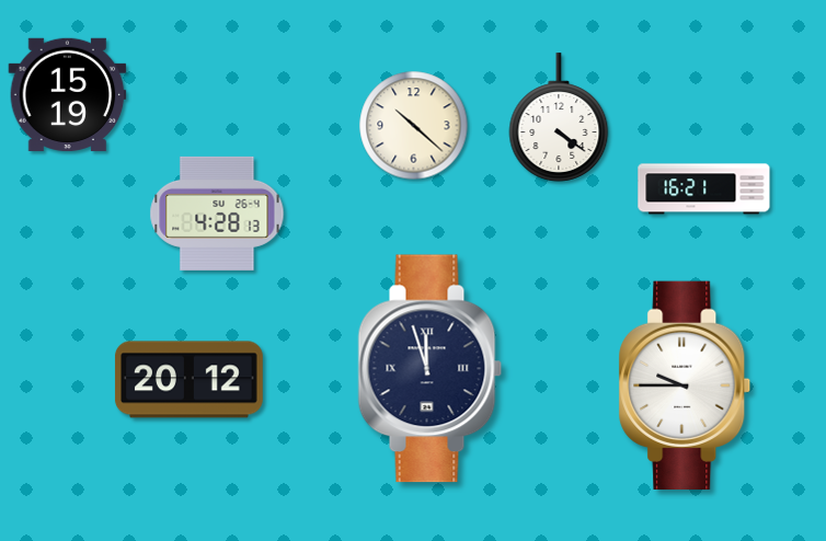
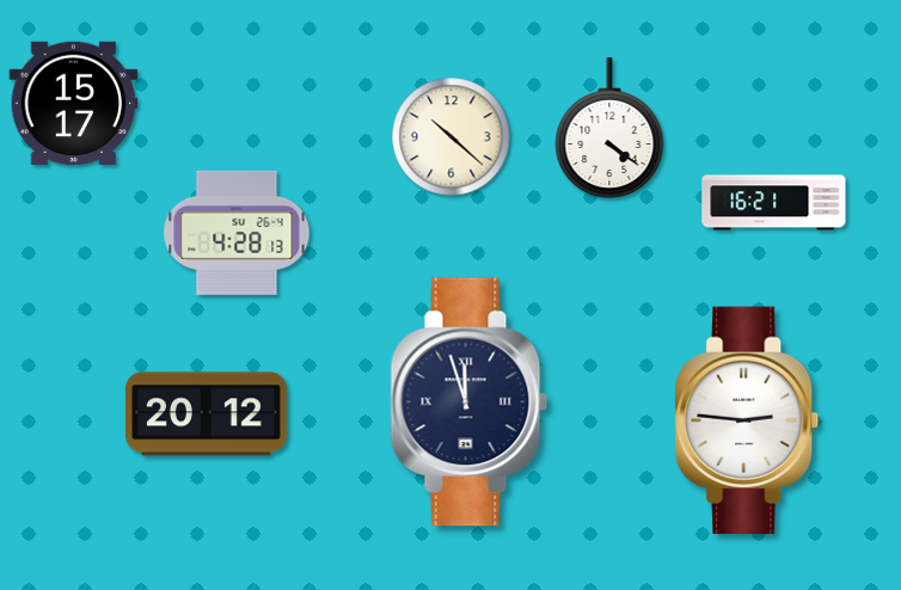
clock at (68, 94): 15:19 -> 15:17
clock at (704, 189) position: (704, 189) -> (774, 203)
clock at (685, 384): 9:45 -> 2:46
